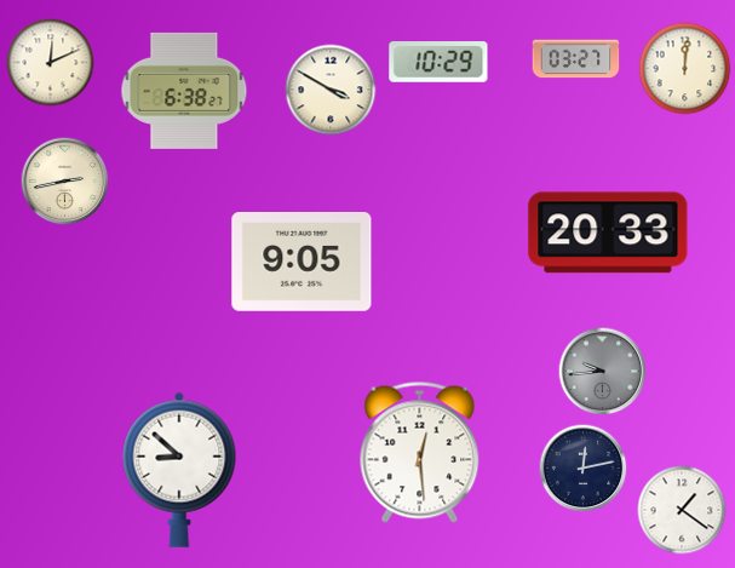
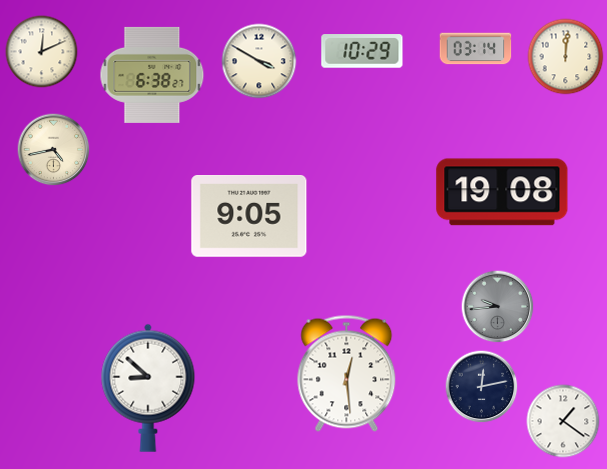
clock at (576, 59): 03:27 -> 03:14
clock at (331, 90) position: (331, 90) -> (259, 61)
clock at (65, 182): 2:43 -> 4:43
clock at (608, 233): 20:33 -> 19:08
